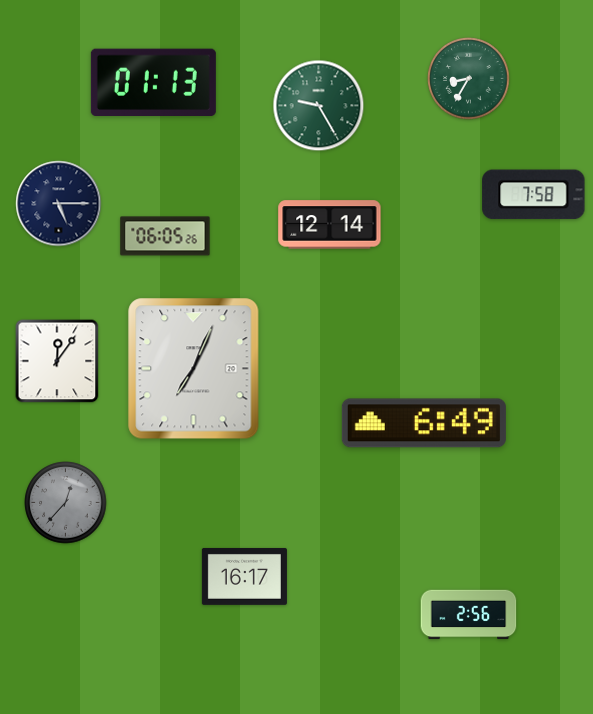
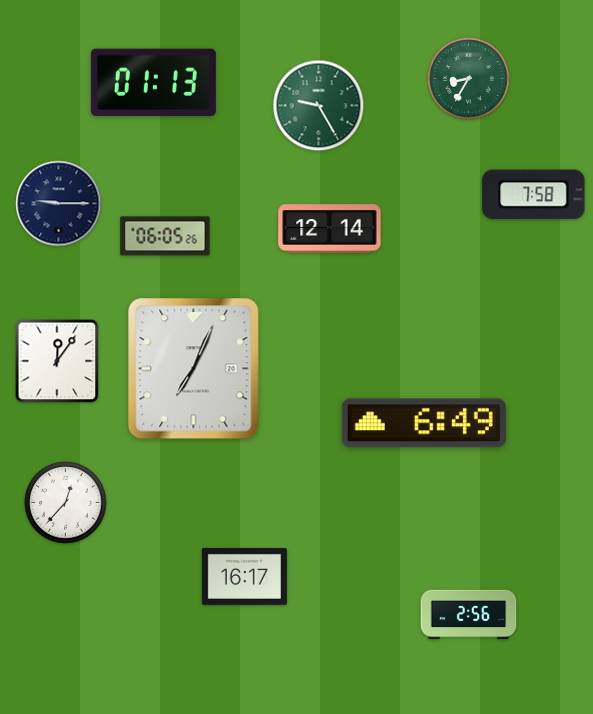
clock at (59, 204): 5:15 -> 9:15
clock at (330, 225) position: (330, 225) -> (330, 229)
clock at (66, 503) dial: grey -> white
